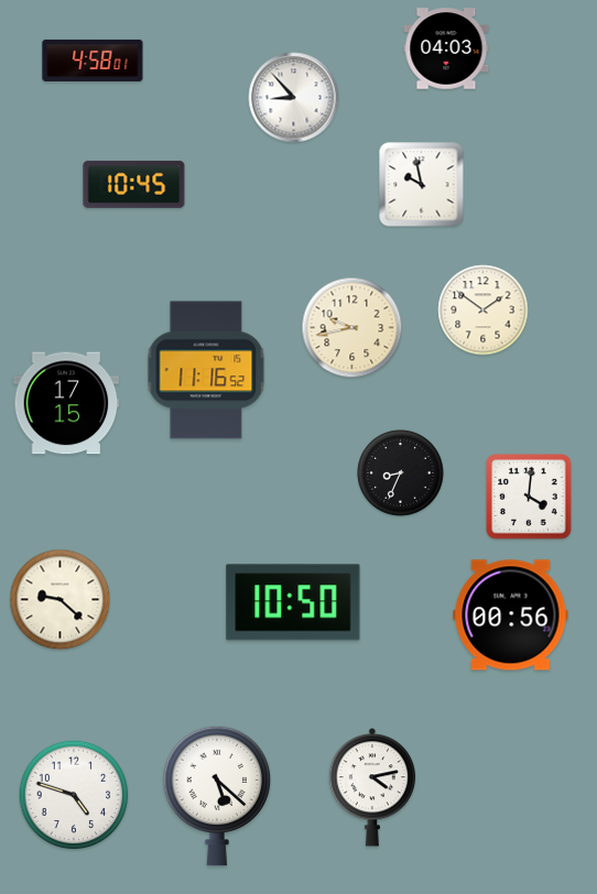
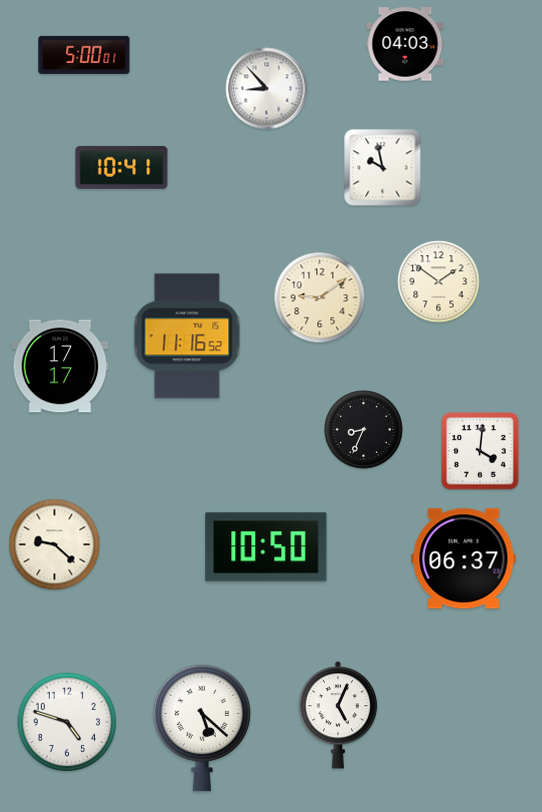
clock at (93, 61): 4:58 -> 5:00
clock at (134, 184): 10:45 -> 10:41
clock at (352, 328): 9:43 -> 9:09
clock at (66, 403): 17:15 -> 17:17
clock at (511, 615): 00:56 -> 06:37
clock at (372, 787): 4:13 -> 5:04
clock at (217, 796) position: (217, 796) -> (202, 728)
